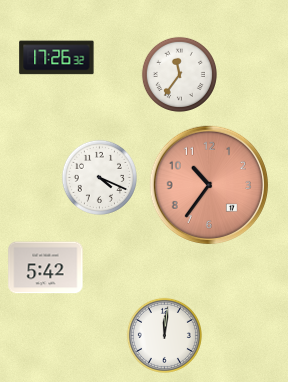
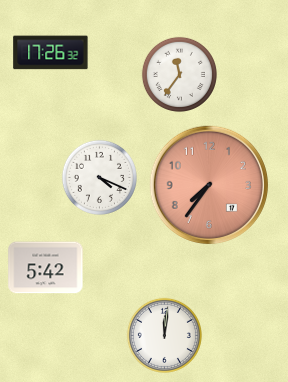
clock at (57, 58) position: (57, 58) -> (51, 53)
clock at (209, 185): 10:36 -> 7:36
